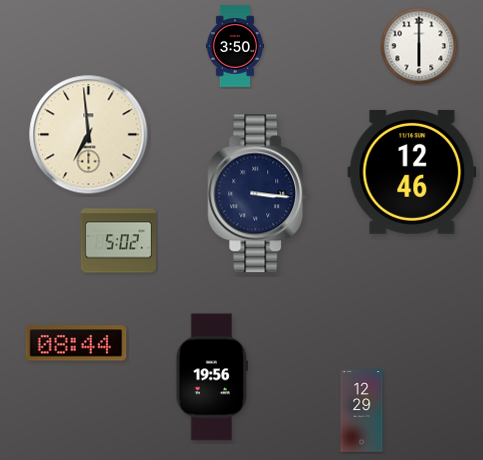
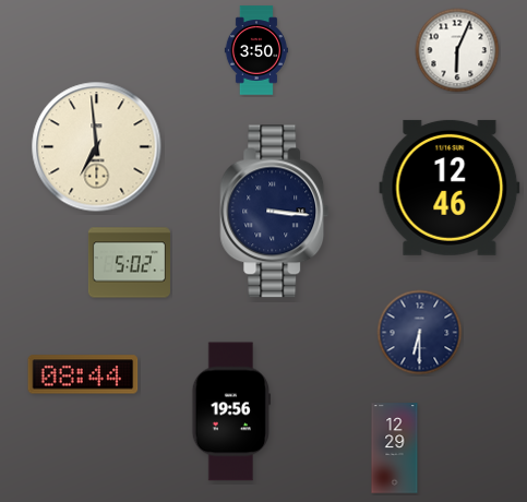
clock at (419, 46): 6:00 -> 6:04
clock at (258, 194) position: (258, 194) -> (275, 212)
clock at (420, 333): none -> 6:30
